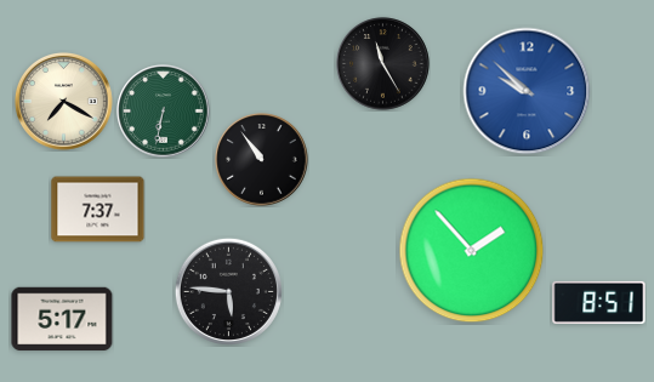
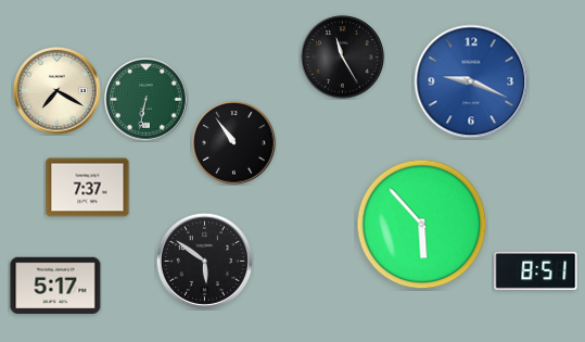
clock at (527, 91): 9:52 -> 9:19
clock at (472, 251): 1:53 -> 5:53
clock at (228, 291): 5:46 -> 5:51
